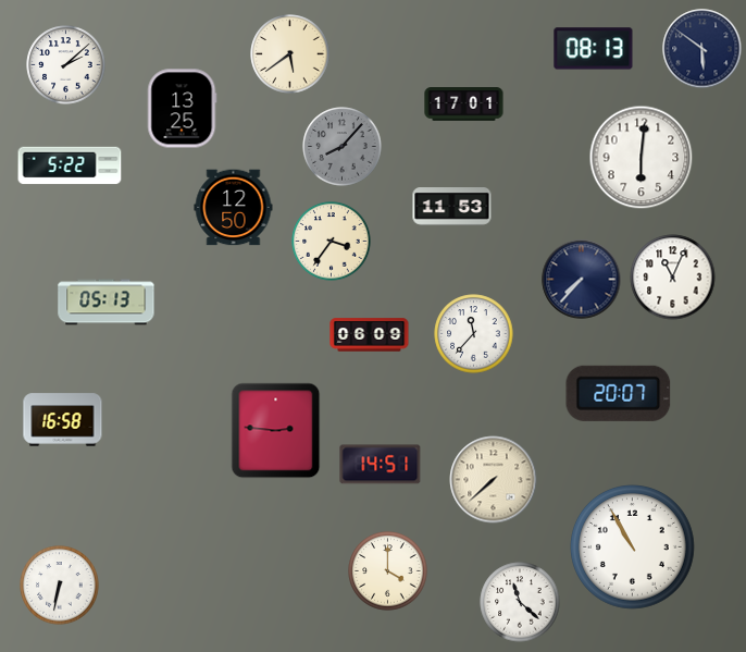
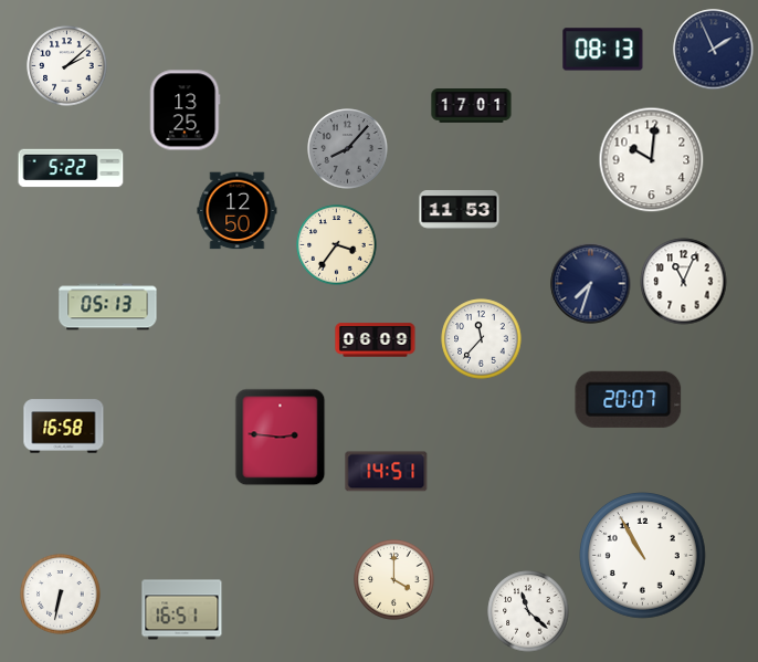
clock at (703, 49): 5:51 -> 1:56
clock at (290, 54): 5:39 -> none
clock at (642, 158): 6:01 -> 10:01
clock at (582, 280): 7:37 -> 7:33
clock at (494, 480): 7:38 -> none
clock at (182, 610): none -> 16:51
